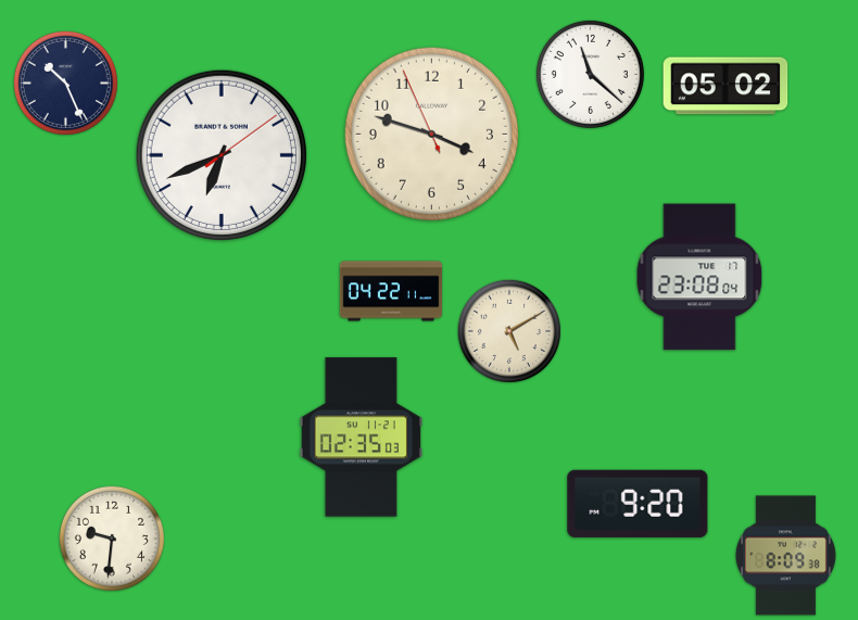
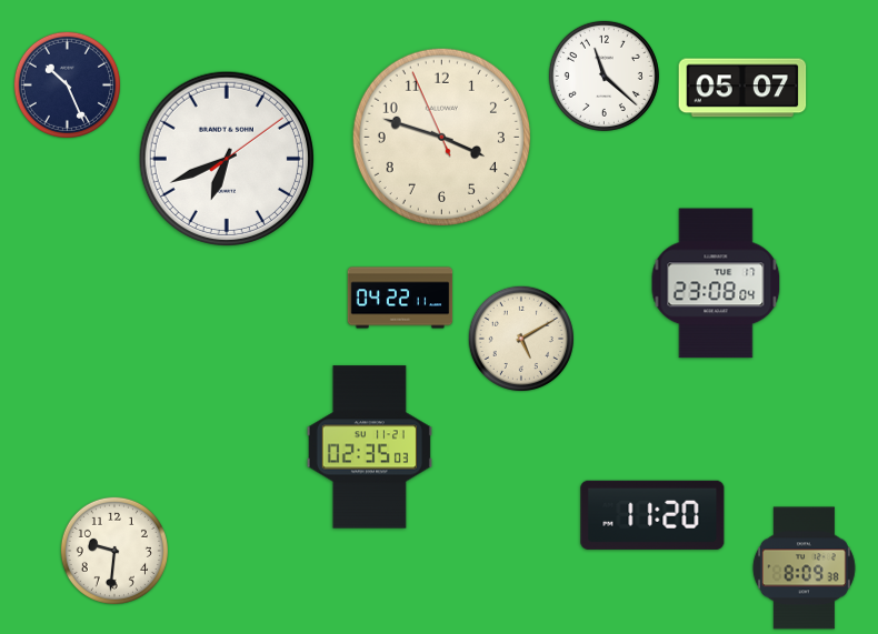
clock at (725, 86): 05:02 -> 05:07
clock at (638, 504): 9:20 -> 11:20
